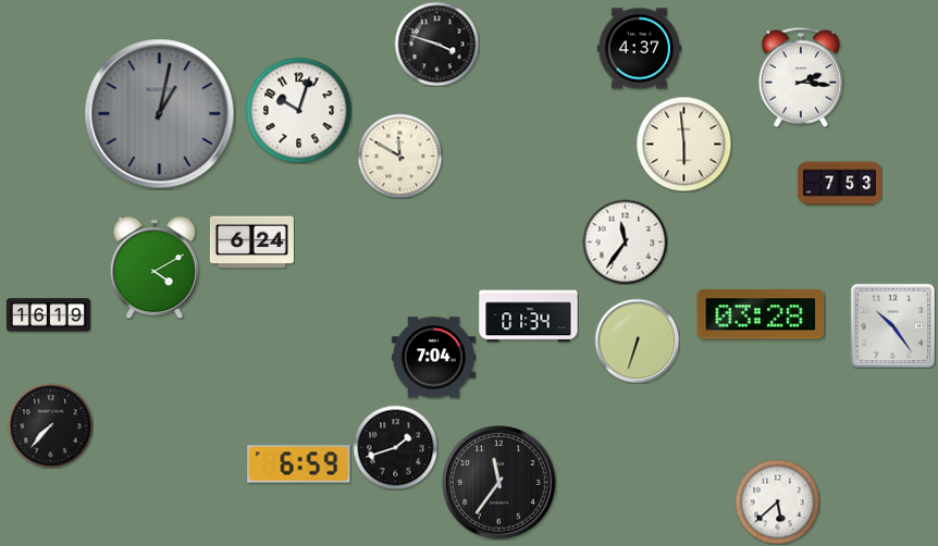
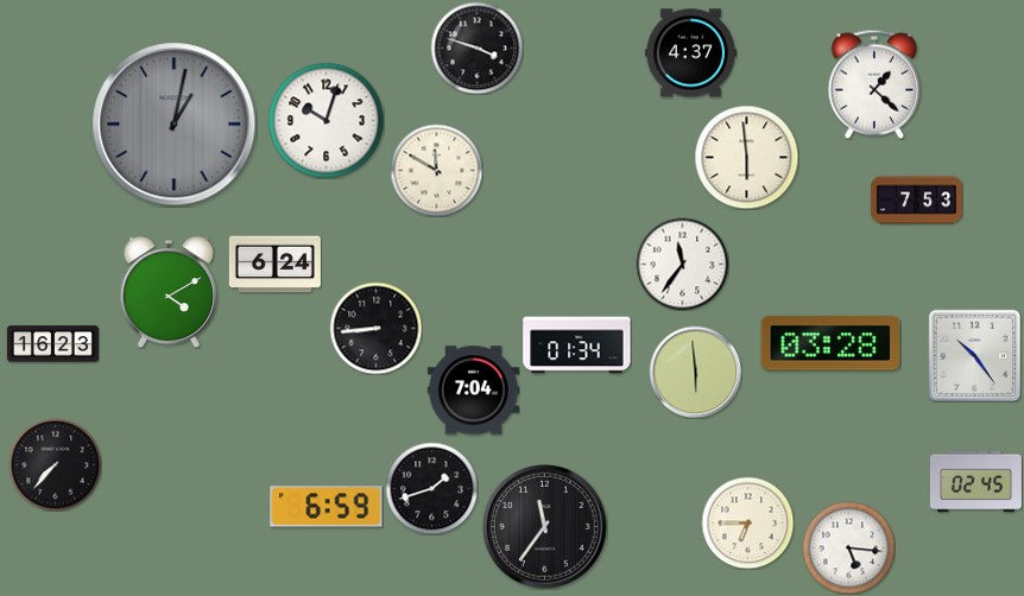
clock at (639, 49) position: (639, 49) -> (690, 53)
clock at (801, 77): 2:16 -> 1:22
clock at (375, 328): none -> 8:44
clock at (48, 315): 16:19 -> 16:23
clock at (637, 340): 6:33 -> 5:59
clock at (975, 482): none -> 02:45
clock at (747, 522): none -> 6:45
clock at (777, 501): 5:38 -> 5:16
